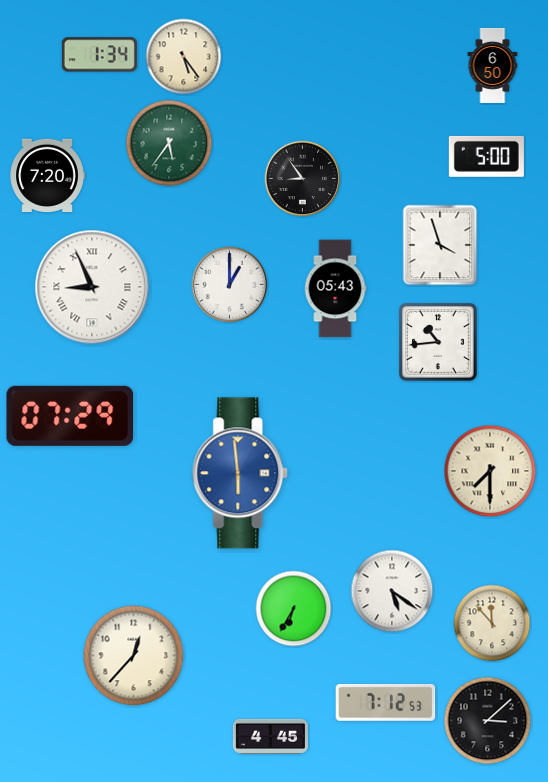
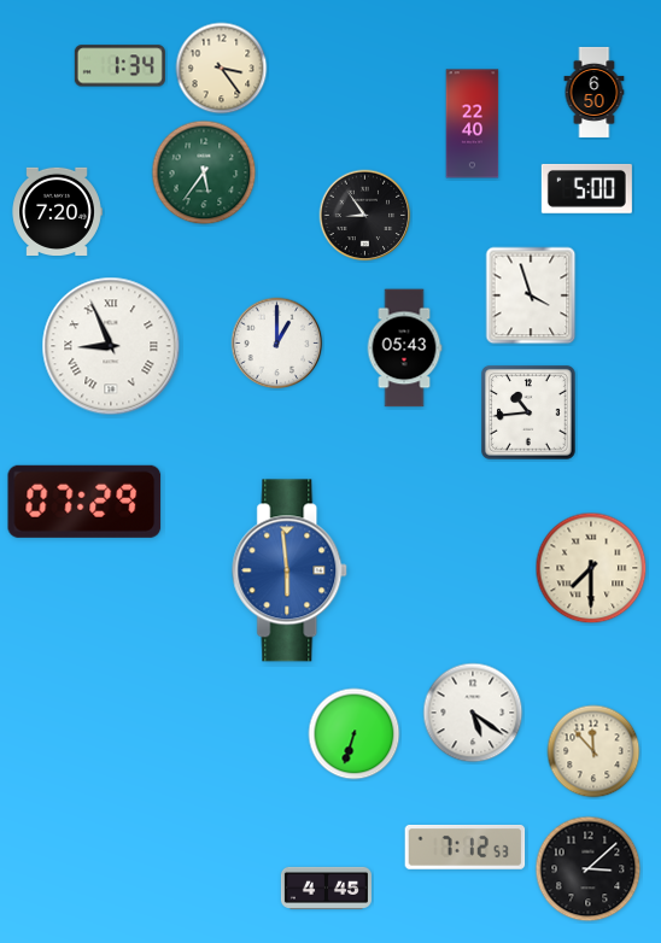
clock at (184, 57): 5:24 -> 3:24
clock at (493, 65) position: (493, 65) -> (595, 92)
clock at (473, 124): none -> 22:40
clock at (294, 609): 6:35 -> 6:33
clock at (134, 656): 12:37 -> none
